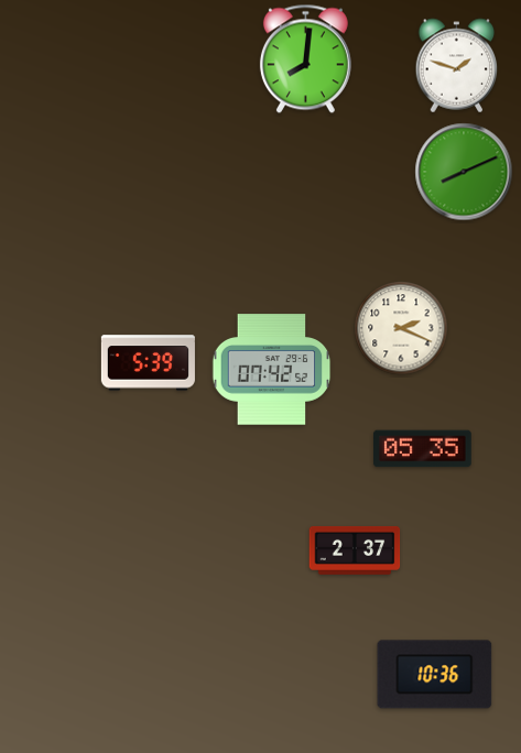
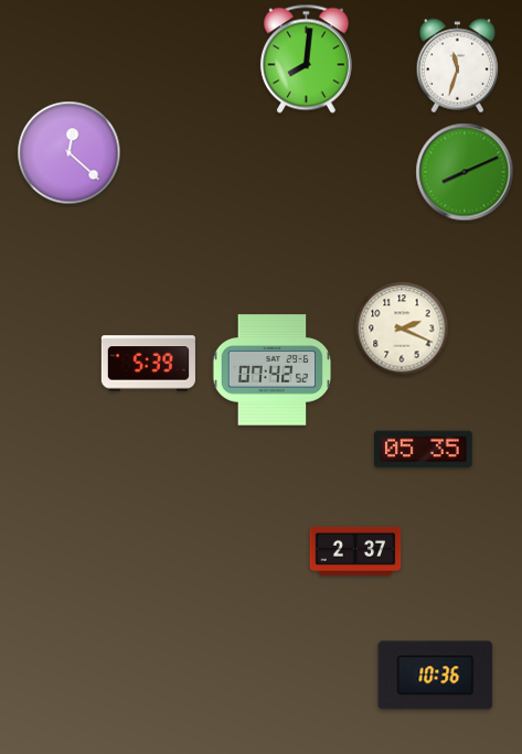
clock at (457, 66): 1:48 -> 11:33
clock at (70, 153): none -> 12:22
